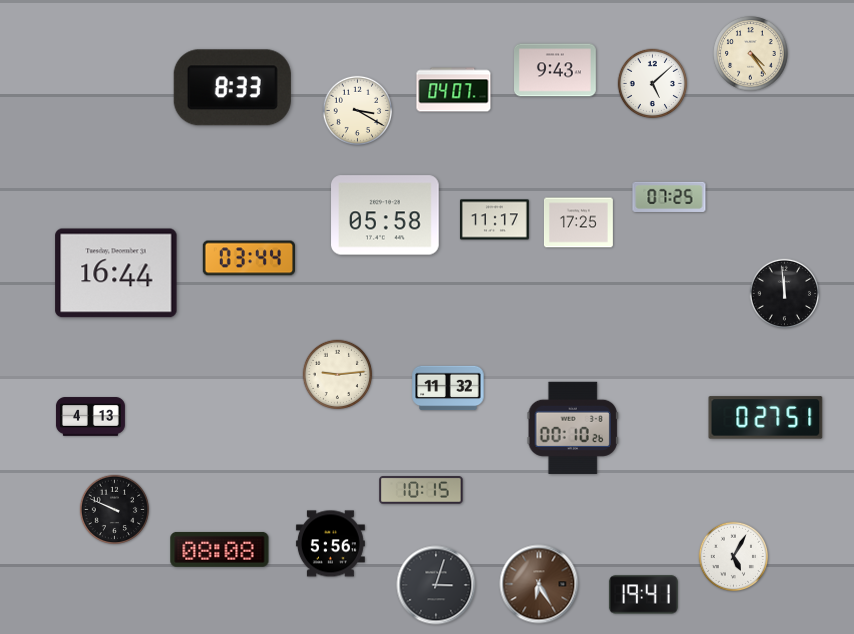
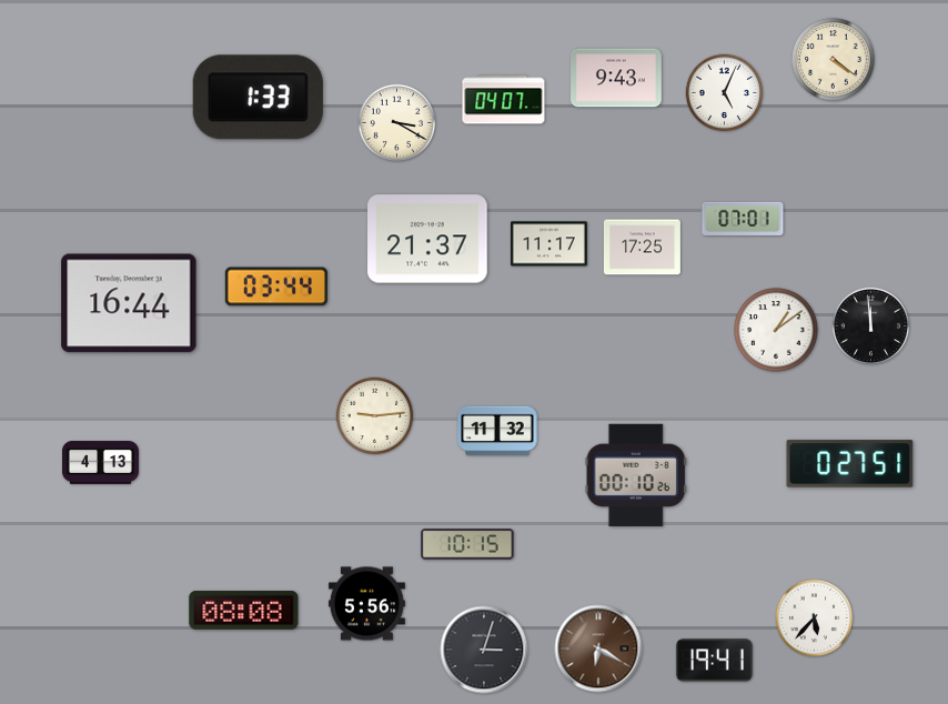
clock at (751, 54): 4:24 -> 4:21
clock at (653, 84): 5:08 -> 5:04
clock at (232, 88): 8:33 -> 1:33
clock at (669, 197): 07:25 -> 07:01
clock at (385, 215): 05:58 -> 21:37
clock at (776, 330): none -> 1:09
clock at (115, 510): 9:49 -> none
clock at (734, 557): 5:05 -> 5:37
clock at (539, 584): 6:25 -> 6:20
